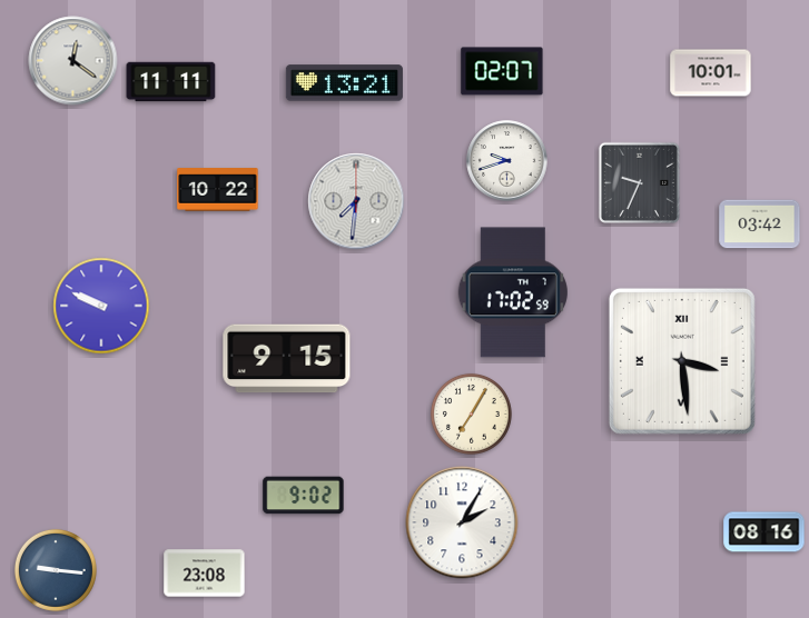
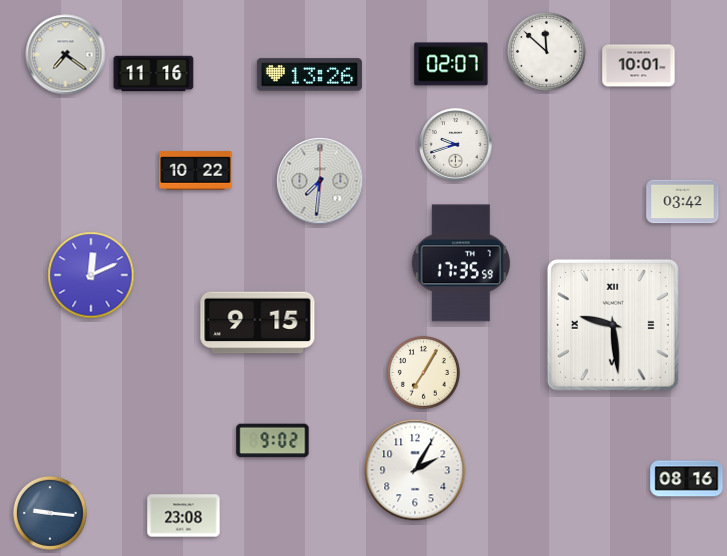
clock at (547, 52): none -> 11:52
clock at (73, 61): 12:21 -> 7:21
clock at (171, 82): 11:11 -> 11:16
clock at (344, 83): 13:21 -> 13:26
clock at (639, 182): 9:34 -> none
clock at (513, 292): 17:02 -> 17:35
clock at (101, 306): 9:49 -> 12:11
clock at (682, 361): 3:29 -> 9:29
clock at (304, 496) position: (304, 496) -> (273, 441)
